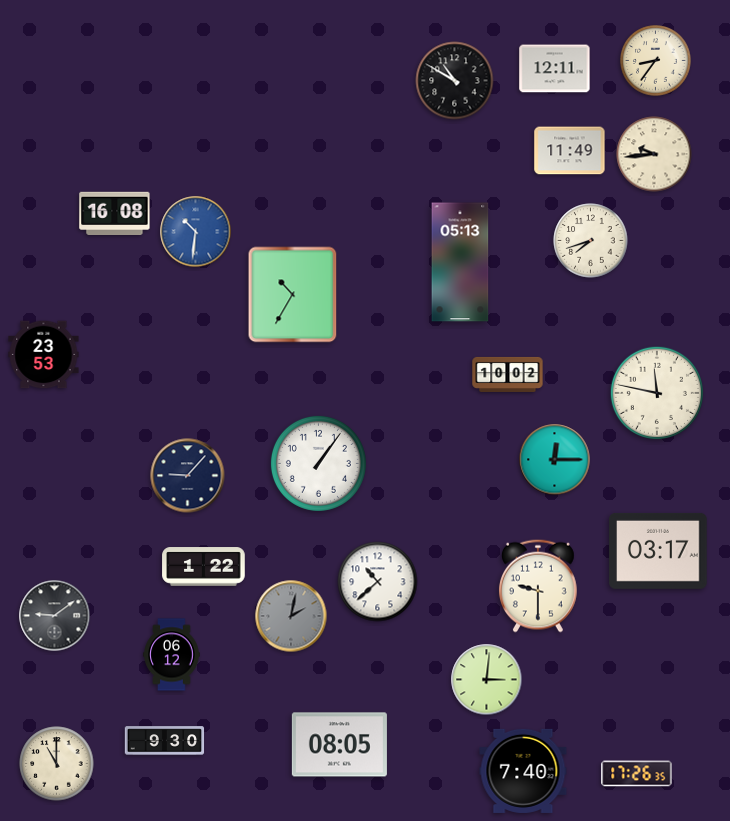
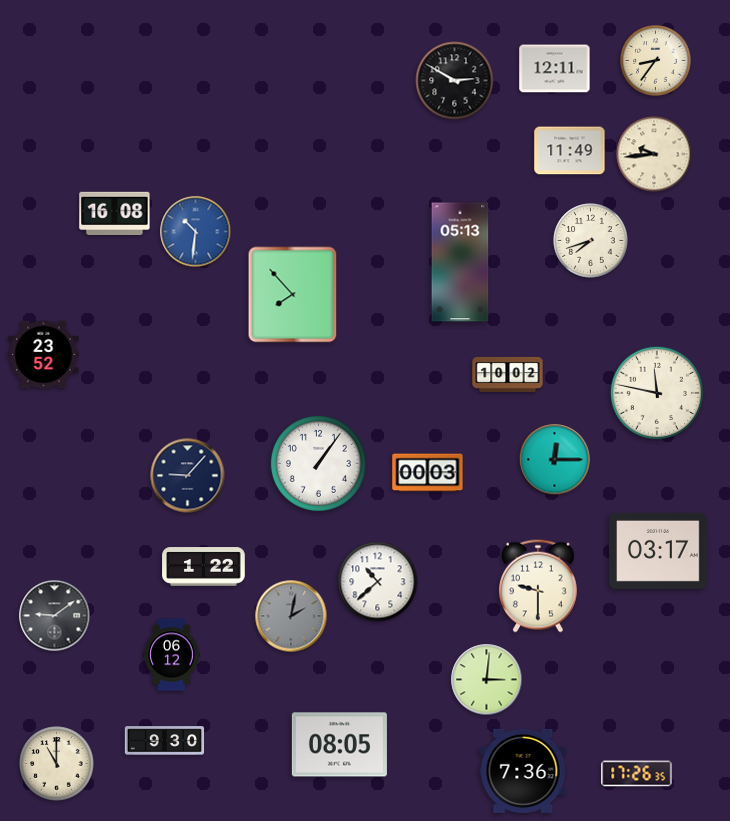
clock at (455, 81): 10:50 -> 2:50
clock at (293, 295): 10:35 -> 7:53
clock at (44, 355): 23:53 -> 23:52
clock at (428, 473): none -> 00:03
clock at (523, 771): 7:40 -> 7:36
